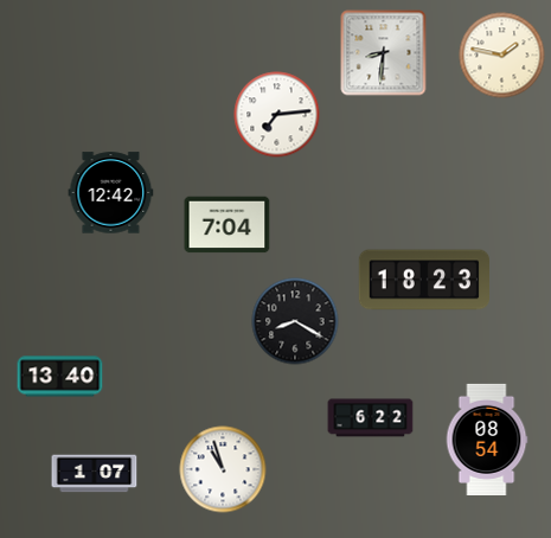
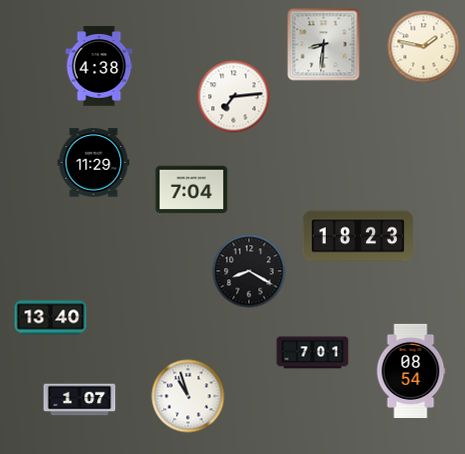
clock at (99, 66): none -> 4:38
clock at (111, 193): 12:42 -> 11:29
clock at (371, 418): 6:22 -> 7:01
